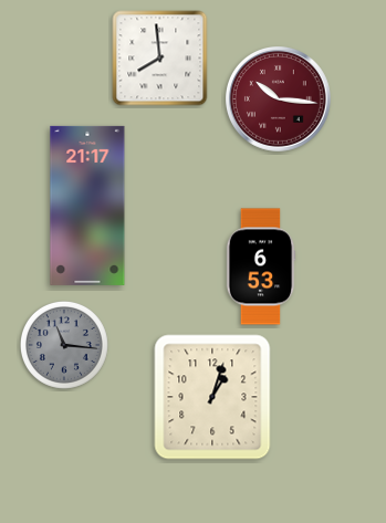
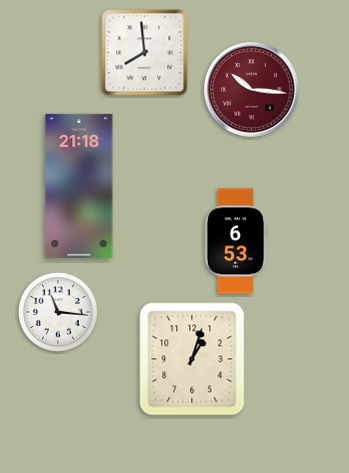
clock at (87, 206): 21:17 -> 21:18
clock at (64, 345) dial: grey -> white
